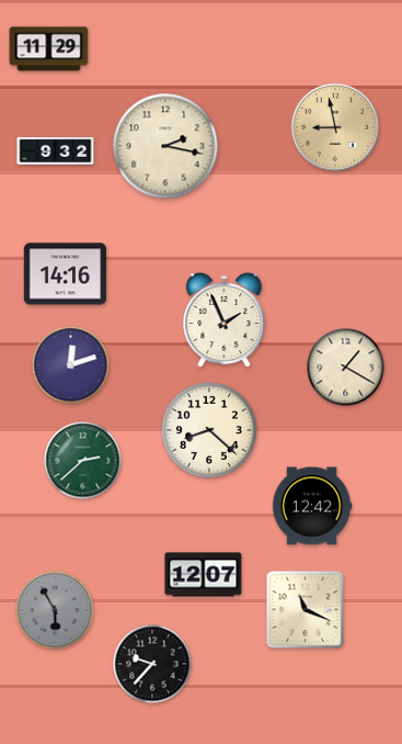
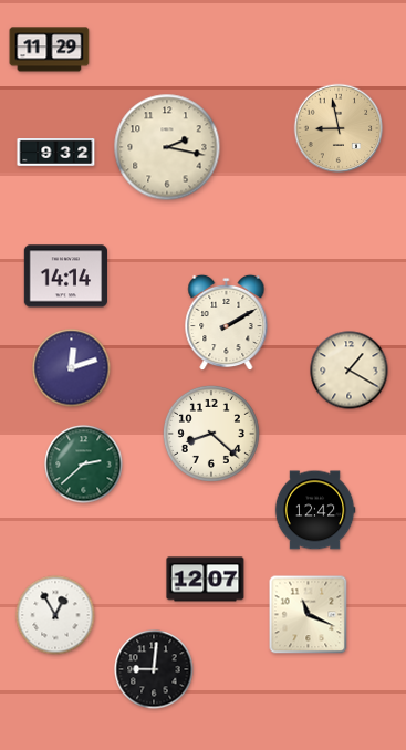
clock at (65, 274): 14:16 -> 14:14
clock at (225, 320): 1:56 -> 2:10
clock at (55, 610): 5:55 -> 12:55
clock at (55, 610) dial: grey -> white
clock at (152, 664): 9:37 -> 9:01
